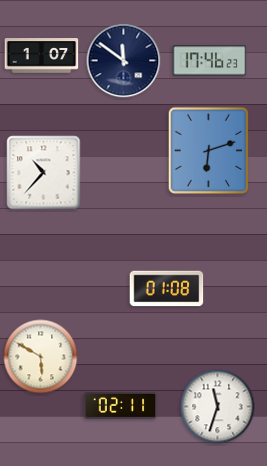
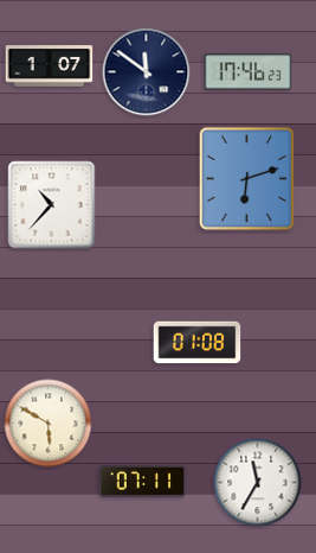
clock at (121, 405): 02:11 -> 07:11
clock at (218, 407): 11:33 -> 11:35
